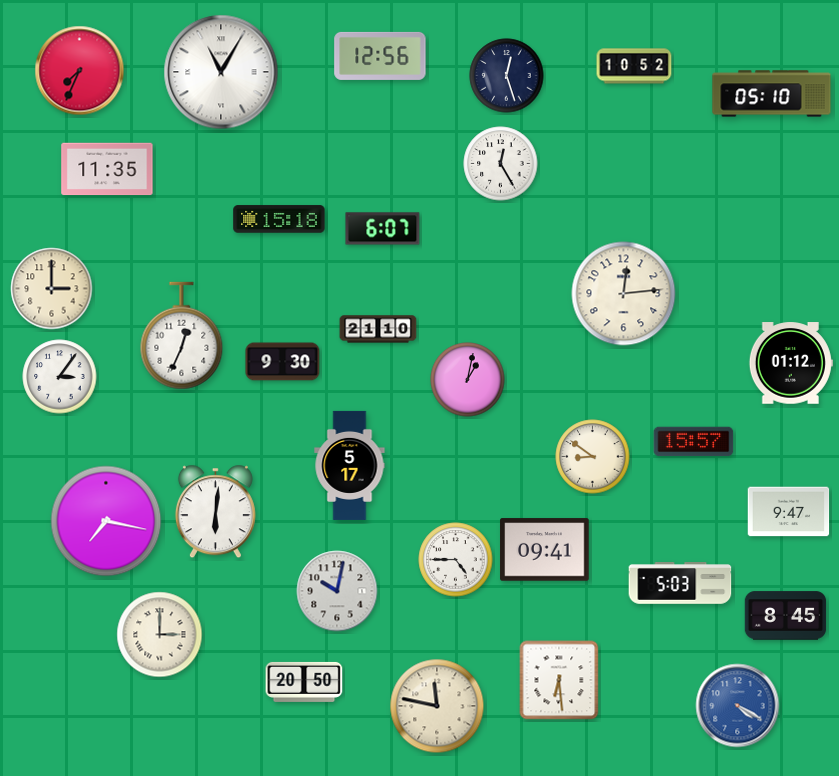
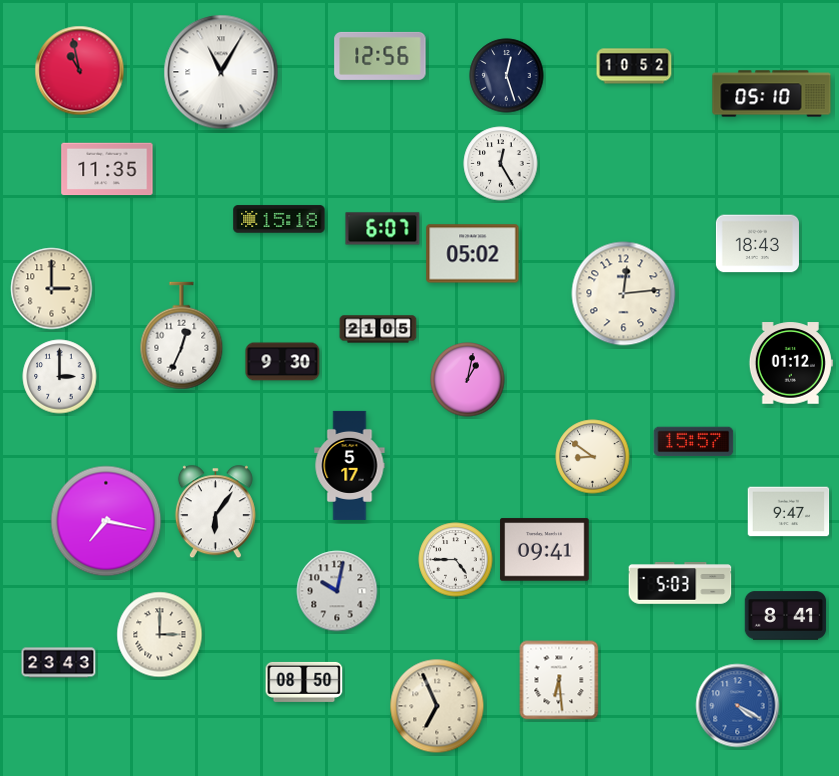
clock at (80, 71): 7:34 -> 10:58
clock at (757, 244): none -> 18:43
clock at (473, 254): none -> 05:02
clock at (378, 329): 21:10 -> 21:05
clock at (60, 377): 3:06 -> 3:00
clock at (215, 512): 6:01 -> 6:06
clock at (786, 616): 8:45 -> 8:41
clock at (59, 663): none -> 23:43
clock at (304, 682): 20:50 -> 08:50
clock at (437, 706): 11:47 -> 6:56
